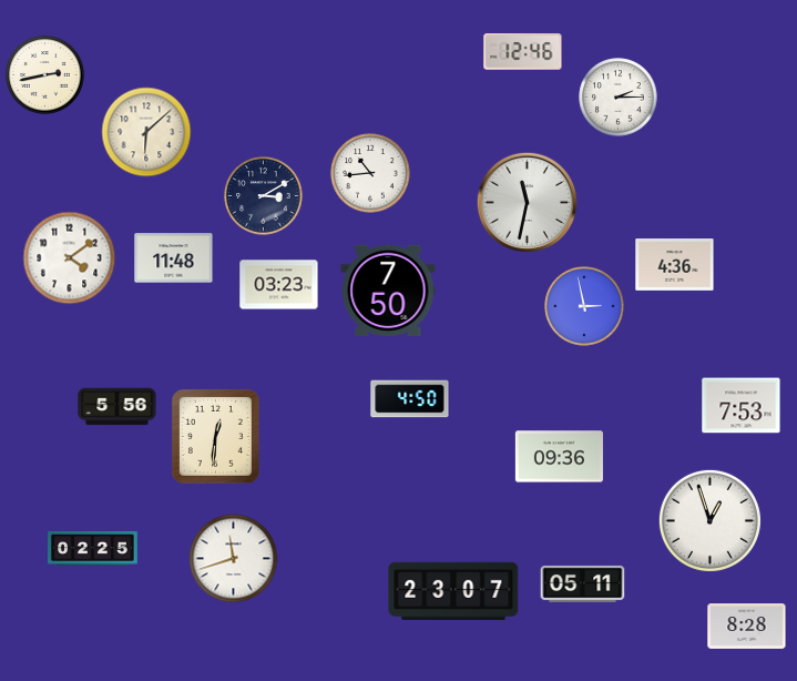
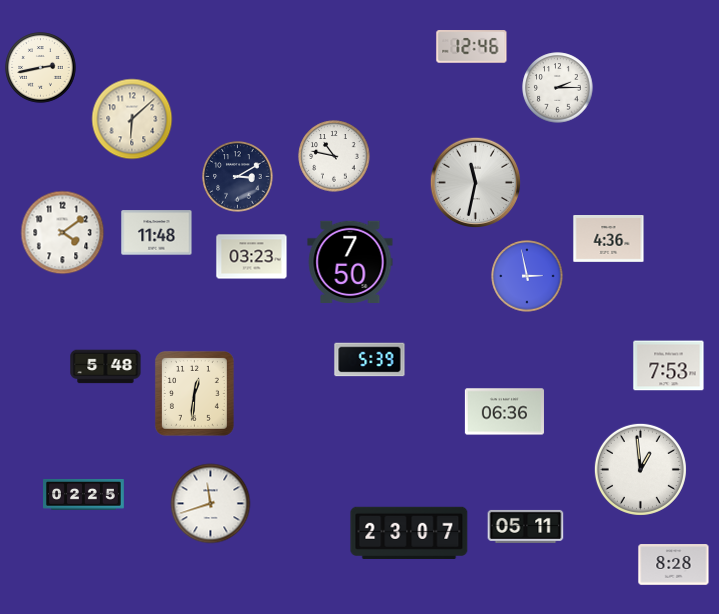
clock at (370, 173): 10:44 -> 10:47
clock at (410, 399): 4:50 -> 5:39
clock at (117, 407): 5:56 -> 5:48
clock at (559, 457): 09:36 -> 06:36
clock at (709, 520): 12:57 -> 12:59
